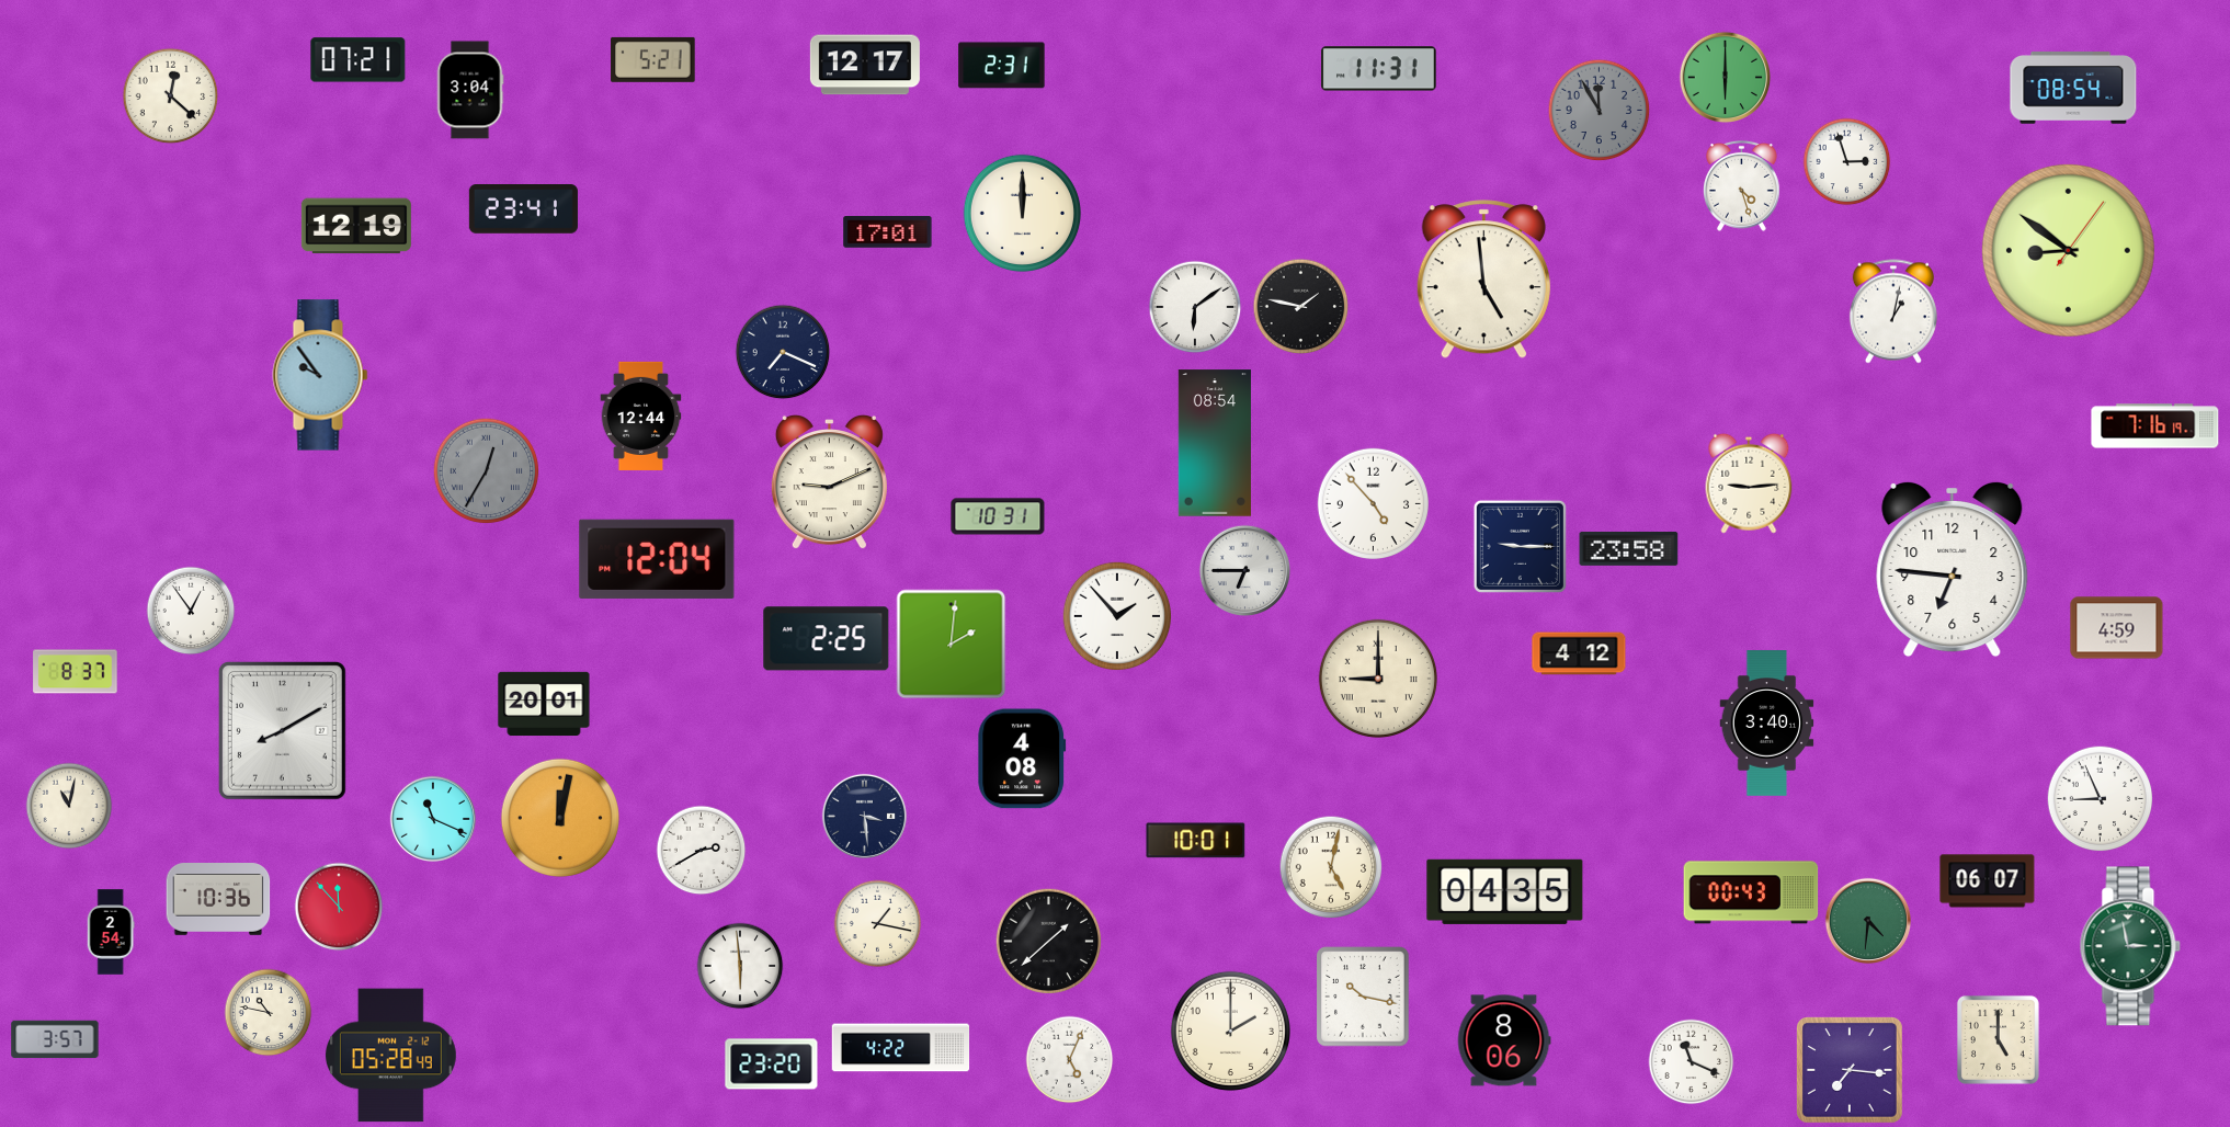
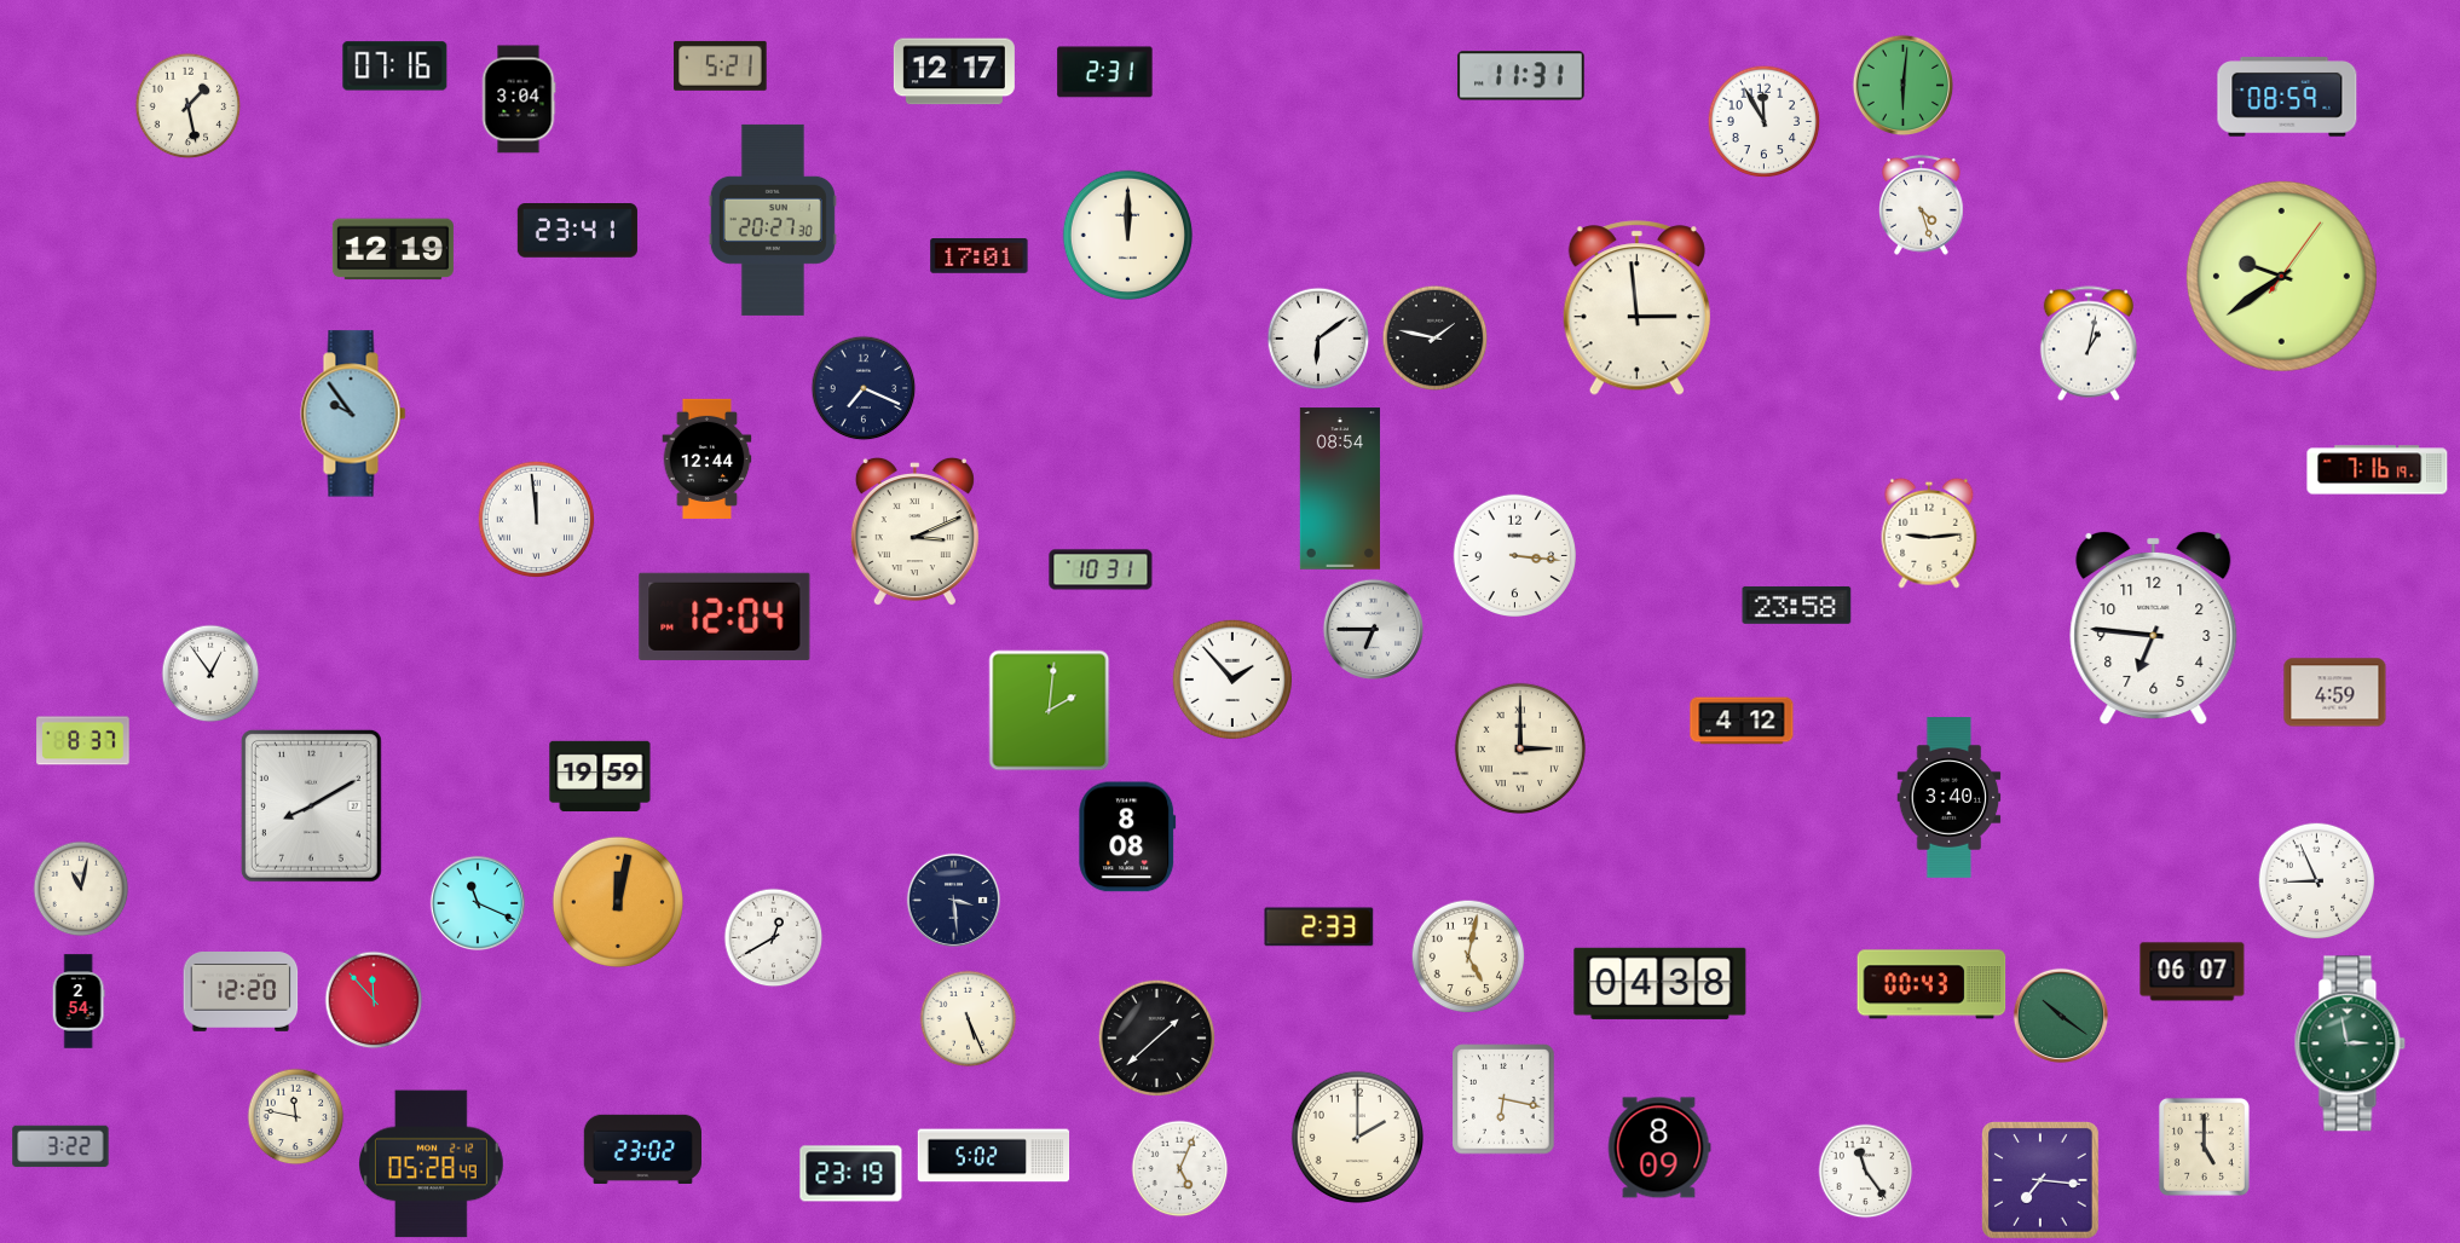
clock at (359, 60): 07:21 -> 07:16
clock at (1726, 78): 6:00 -> 6:01
clock at (2073, 88): 08:54 -> 08:59
clock at (171, 96): 12:22 -> 1:28
clock at (1600, 111) dial: grey -> white
clock at (1847, 162): 2:57 -> none
clock at (773, 220): none -> 20:27
clock at (2068, 250): 8:51 -> 9:39
clock at (1483, 280): 4:59 -> 2:59
clock at (487, 471): 12:35 -> 11:59
clock at (487, 471) dial: grey -> white
clock at (829, 482): 9:11 -> 3:11
clock at (1373, 503): 4:53 -> 3:16
clock at (1520, 546): 9:15 -> none
clock at (827, 639): 2:25 -> none
clock at (1378, 679): 9:00 -> 3:00
clock at (544, 704): 20:01 -> 19:59
clock at (1022, 759): 4:08 -> 8:08
clock at (69, 806) position: (69, 806) -> (81, 889)
clock at (1196, 841): 10:01 -> 2:33
clock at (702, 851): 2:40 -> 12:40
clock at (1505, 891): 04:35 -> 04:38
clock at (218, 900): 10:36 -> 12:20
clock at (1867, 920): 4:31 -> 10:21
clock at (878, 924): 1:17 -> 5:26
clock at (111, 932) position: (111, 932) -> (79, 1001)
clock at (740, 966): 5:59 -> none
clock at (1363, 997): 10:17 -> 6:17
clock at (269, 1013): 10:47 -> 11:47
clock at (55, 1039): 3:57 -> 3:22
clock at (1504, 1040): 8:06 -> 8:09
clock at (642, 1149): none -> 23:02
clock at (901, 1048): 4:22 -> 5:02
clock at (1692, 1062): 11:19 -> 11:24
clock at (772, 1065): 23:20 -> 23:19
